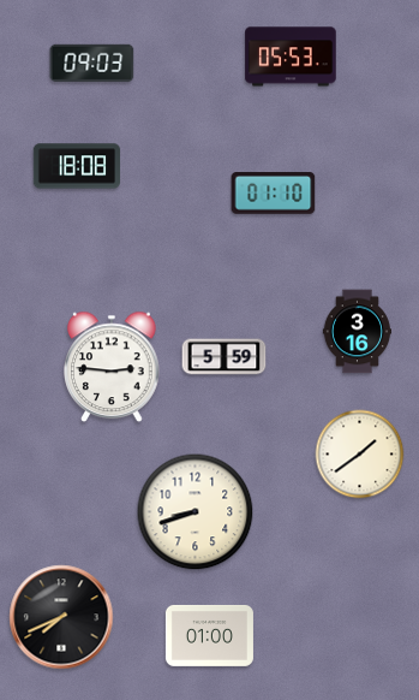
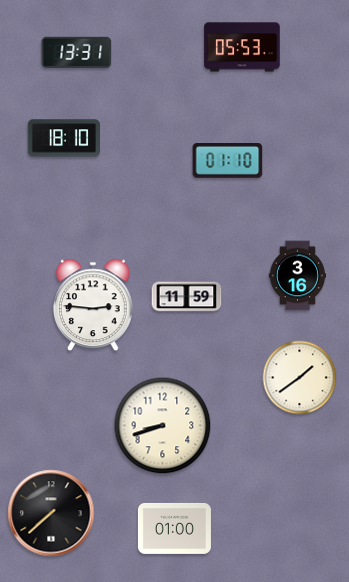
clock at (92, 63): 09:03 -> 13:31
clock at (76, 166): 18:08 -> 18:10
clock at (225, 357): 5:59 -> 11:59
clock at (61, 617): 7:41 -> 7:38
